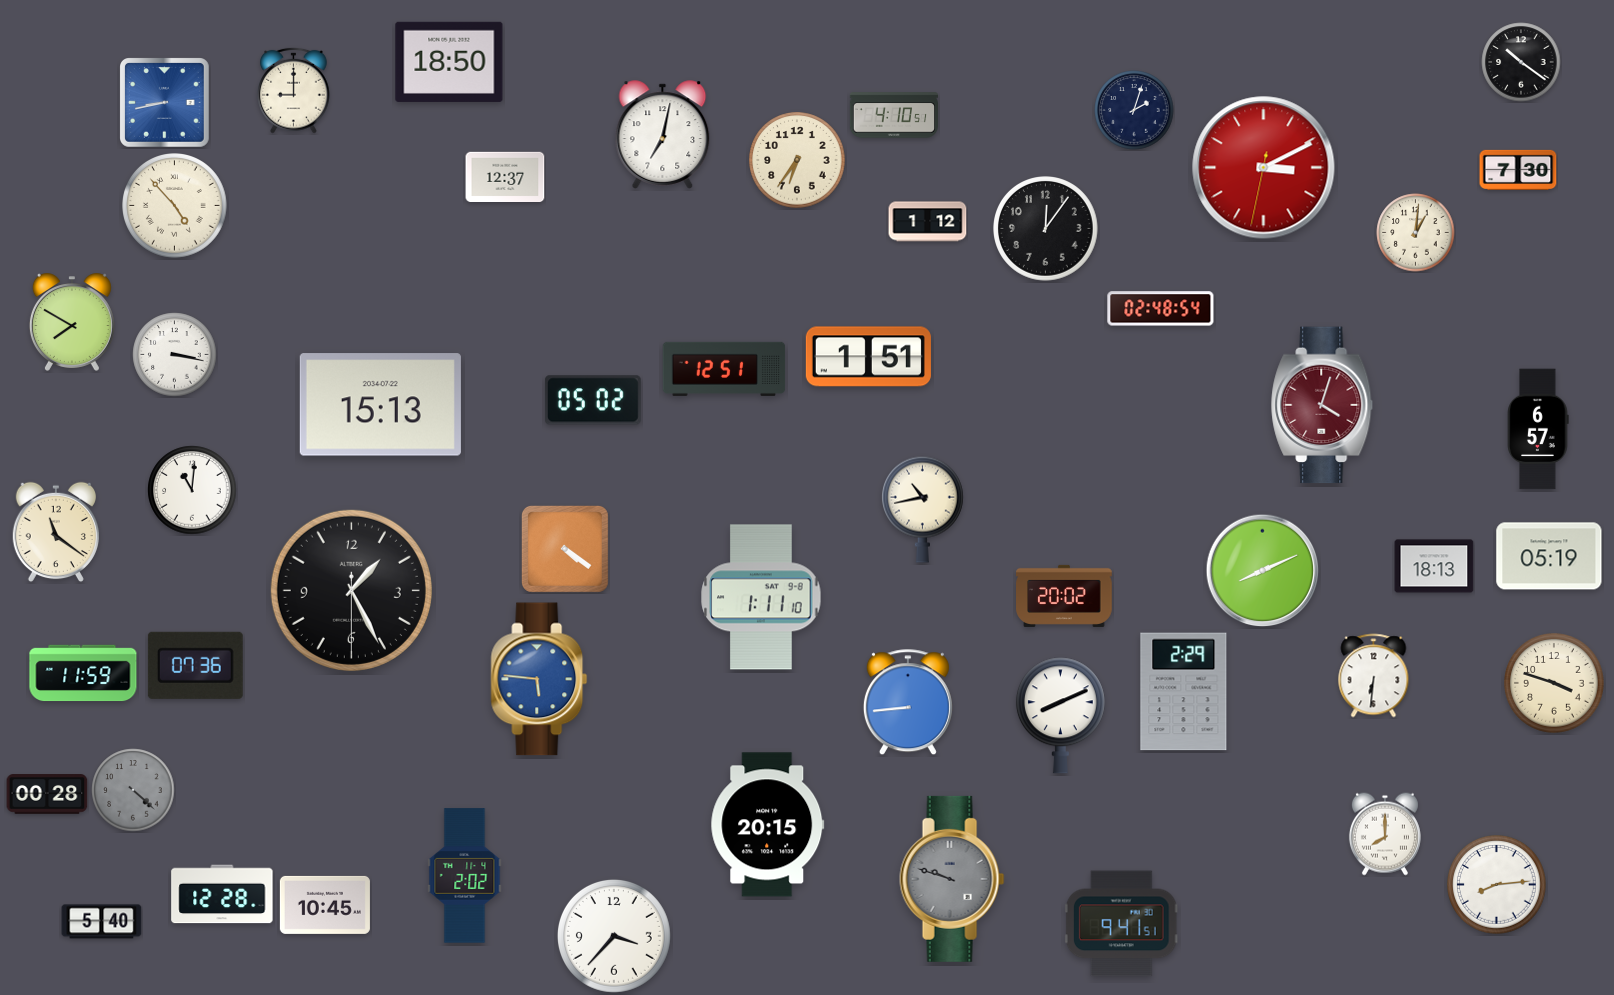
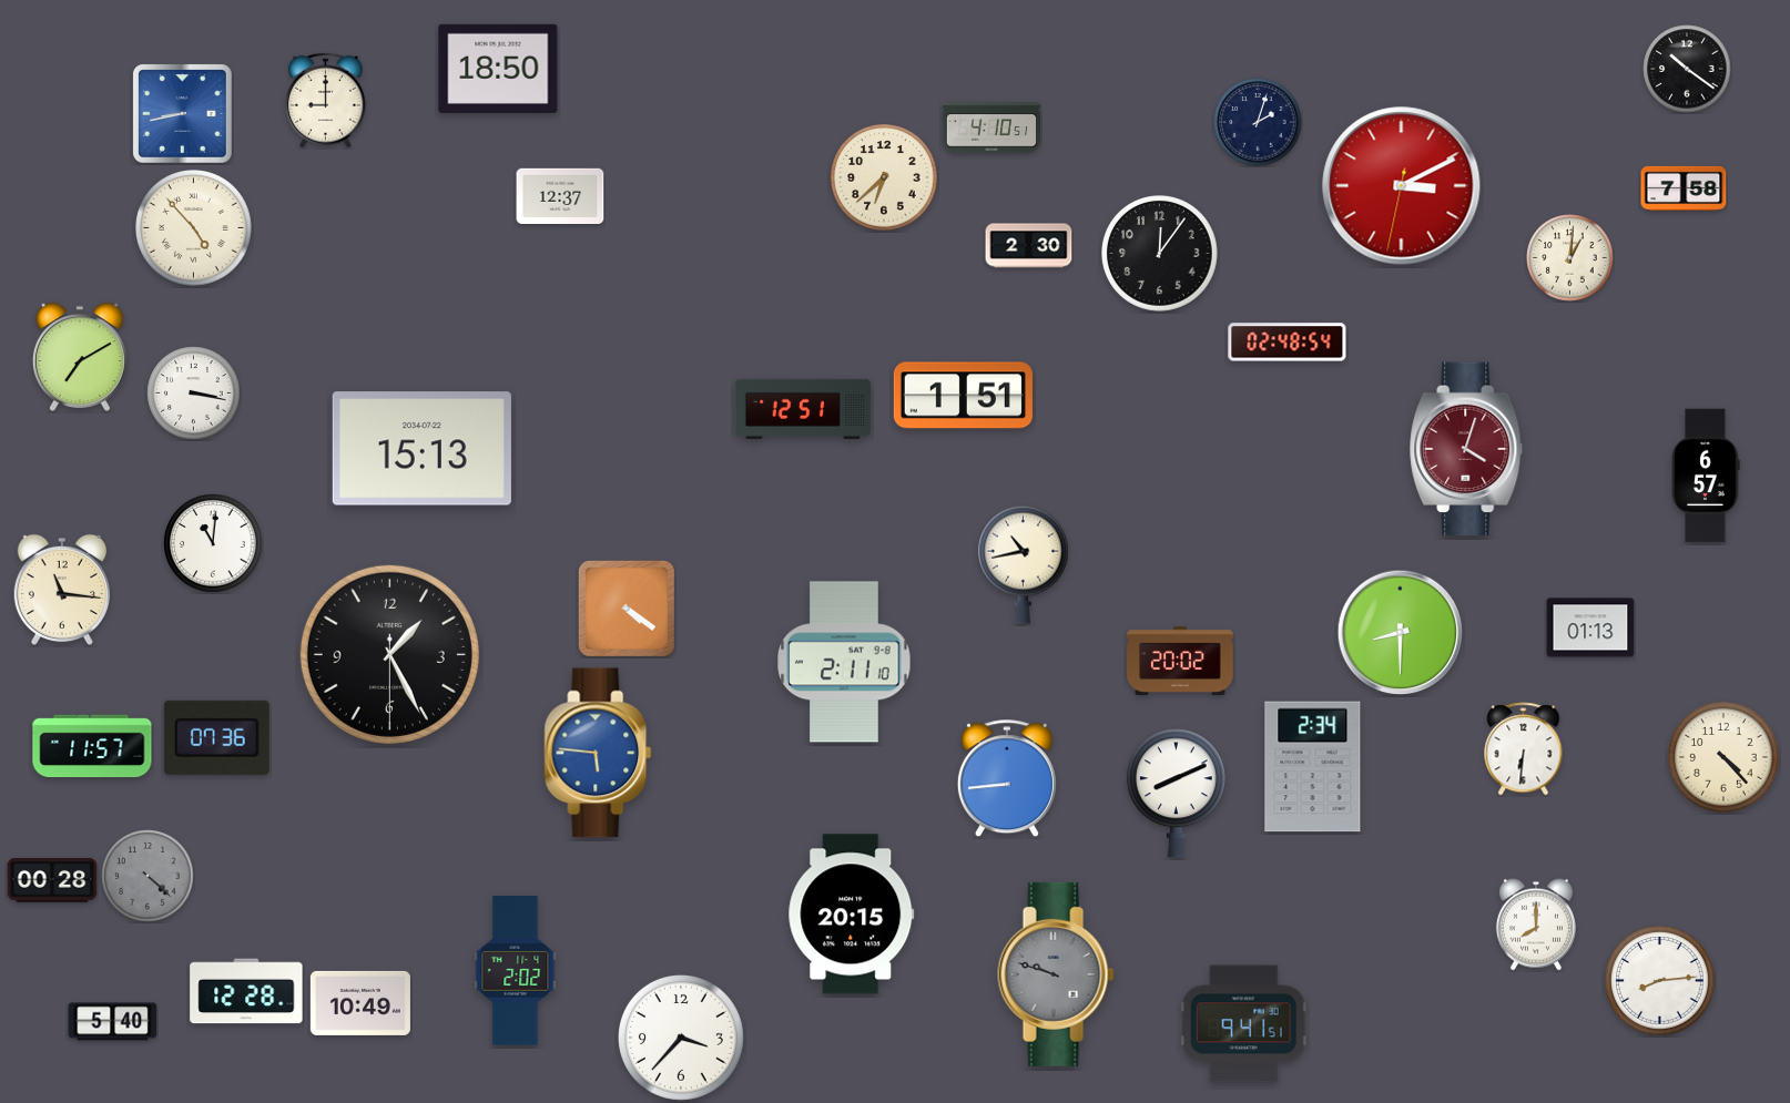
clock at (663, 135): 7:02 -> none
clock at (797, 160): 6:36 -> 6:38
clock at (1518, 170): 7:30 -> 7:58
clock at (928, 222): 1:12 -> 2:30
clock at (72, 322): 7:50 -> 7:10
clock at (593, 400): 05:02 -> none
clock at (55, 532): 11:21 -> 11:16
clock at (1549, 556): 05:19 -> none
clock at (1434, 566): 18:13 -> 01:13
clock at (1263, 571): 8:11 -> 8:30
clock at (761, 597): 1:11 -> 2:11
clock at (83, 673): 11:59 -> 11:57
clock at (1554, 683): 3:48 -> 4:23
clock at (1184, 692): 2:29 -> 2:34
clock at (325, 905): 10:45 -> 10:49
